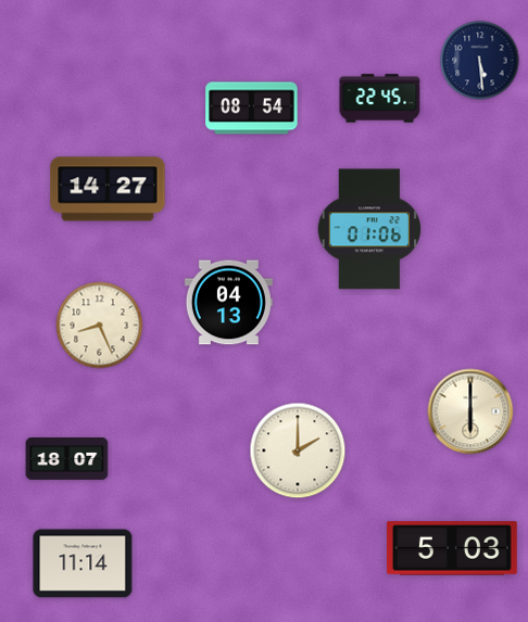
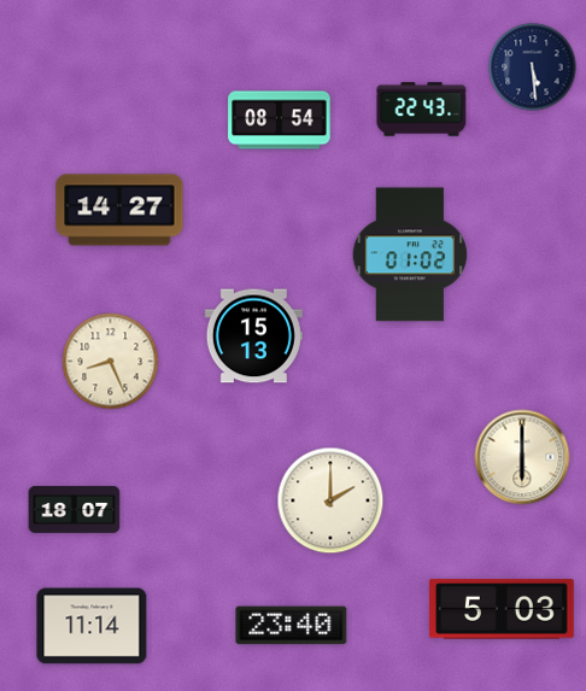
clock at (380, 99): 22:45 -> 22:43
clock at (369, 229): 01:06 -> 01:02
clock at (228, 303): 04:13 -> 15:13
clock at (292, 626): none -> 23:40
